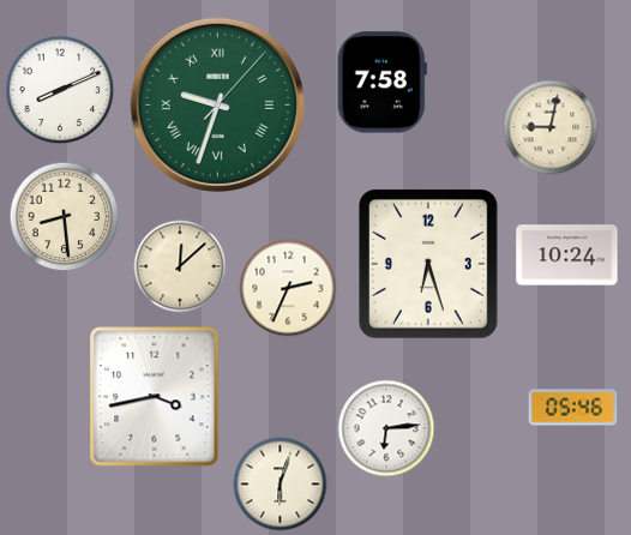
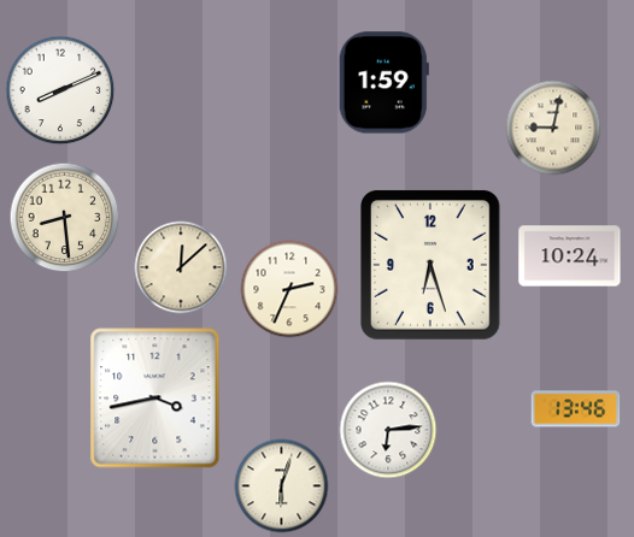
clock at (381, 83): 7:58 -> 1:59
clock at (217, 104): 9:33 -> none
clock at (573, 408): 05:46 -> 13:46
